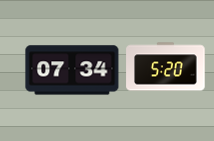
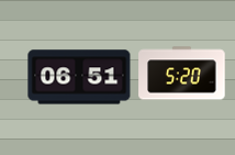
clock at (72, 70): 07:34 -> 06:51
